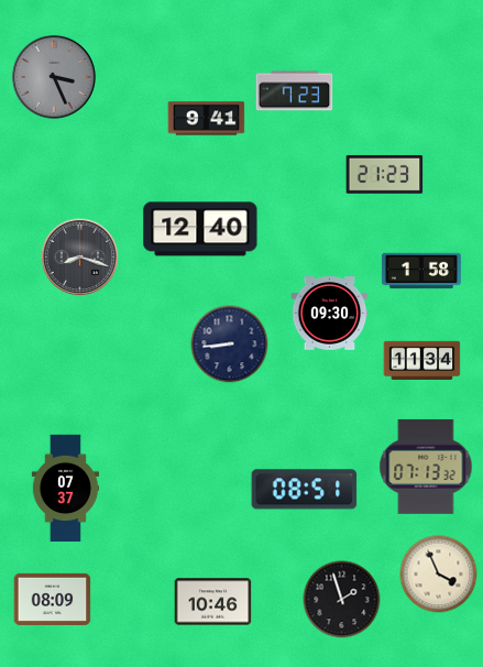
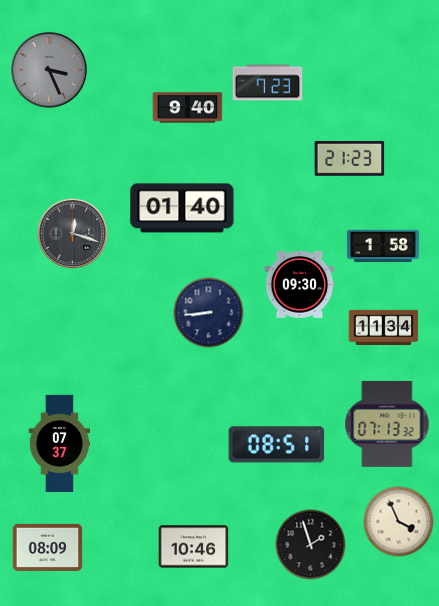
clock at (207, 119): 9:41 -> 9:40
clock at (200, 229): 12:40 -> 01:40
clock at (80, 258): 8:18 -> 12:18
clock at (53, 599) position: (53, 599) -> (48, 547)
